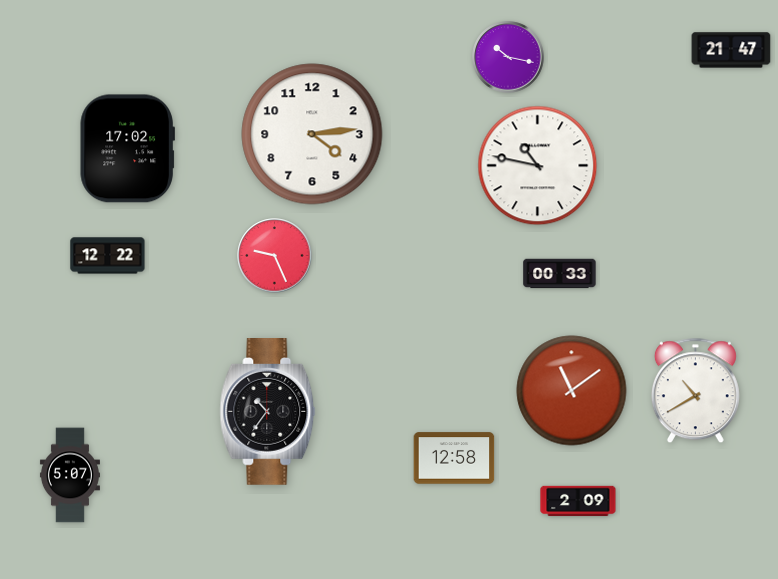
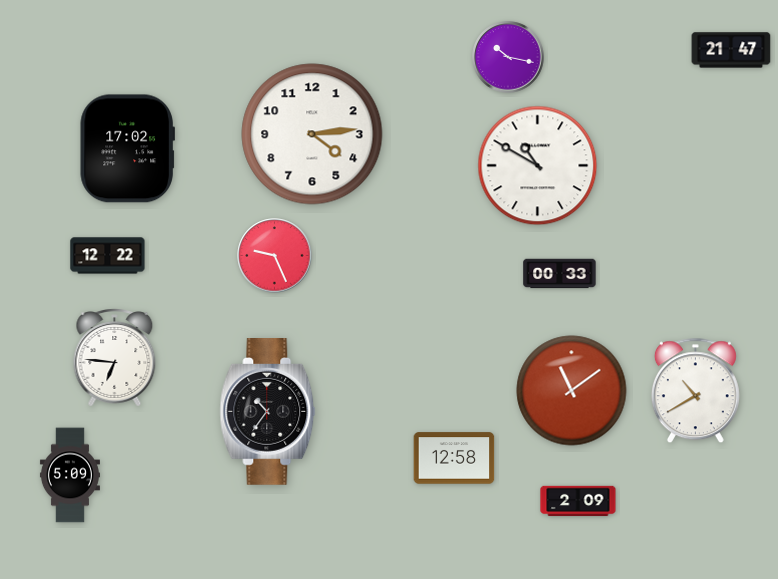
clock at (538, 166): 10:47 -> 10:50
clock at (115, 358): none -> 6:46
clock at (70, 475): 5:07 -> 5:09
